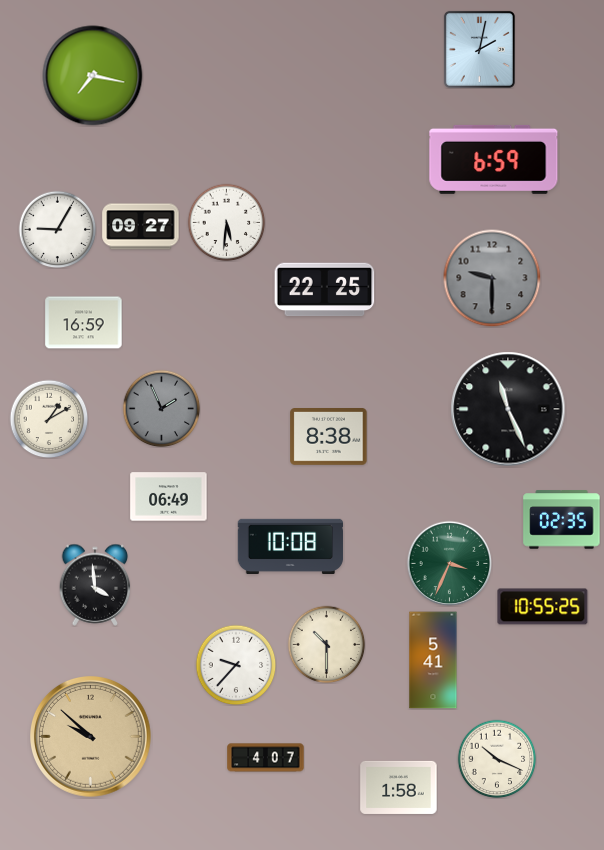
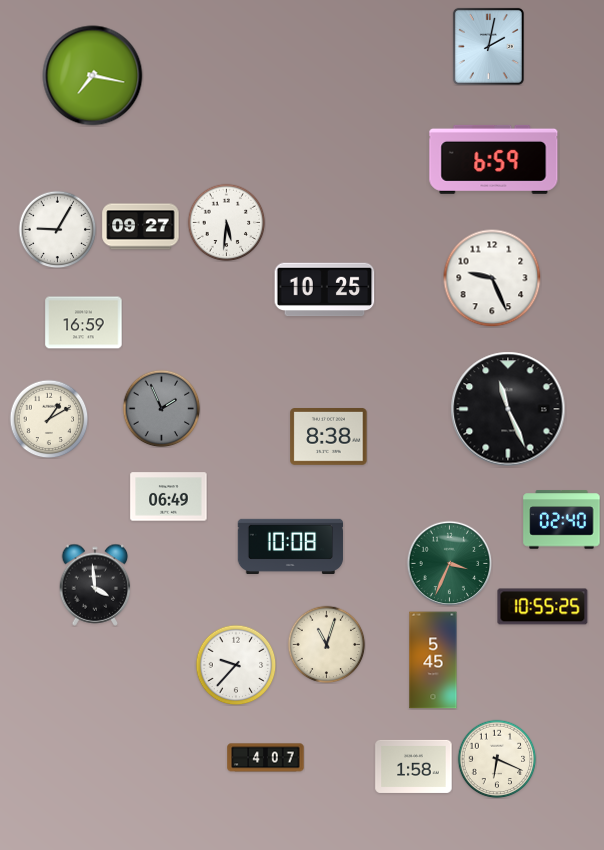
clock at (479, 49) position: (479, 49) -> (488, 46)
clock at (492, 278): 9:30 -> 9:26
clock at (492, 278) dial: grey -> white
clock at (325, 290): 22:25 -> 10:25
clock at (562, 520): 02:35 -> 02:40
clock at (326, 644): 10:30 -> 11:03
clock at (433, 660): 5:41 -> 5:45
clock at (91, 737): 9:52 -> none
clock at (497, 759): 10:19 -> 6:19
clock at (399, 787) position: (399, 787) -> (414, 766)
